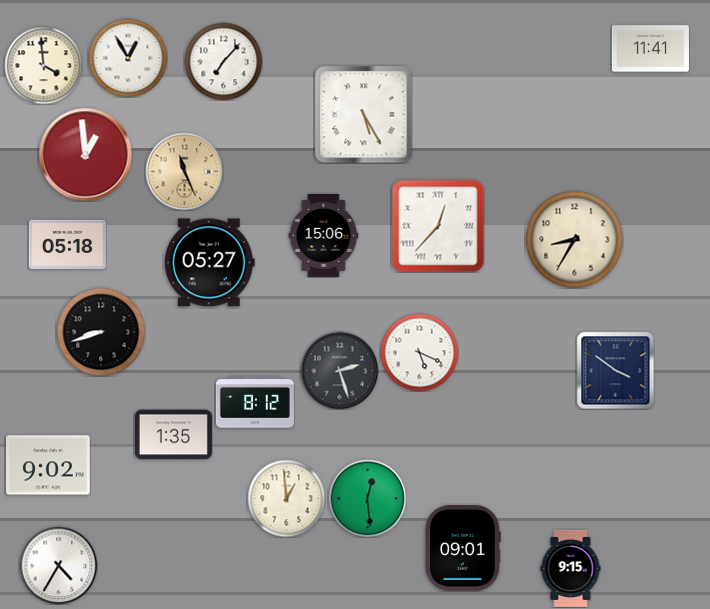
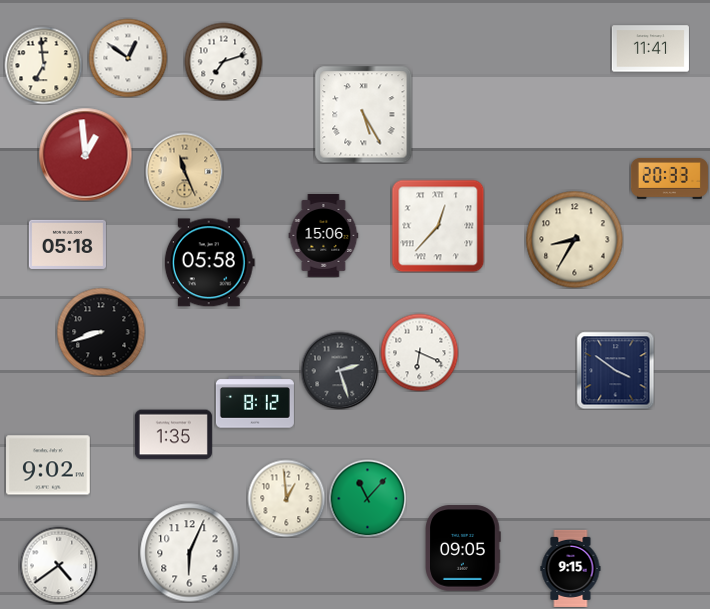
clock at (128, 58): 12:55 -> 12:51
clock at (223, 61): 7:07 -> 7:12
clock at (43, 65): 3:59 -> 6:59
clock at (669, 178): none -> 20:33
clock at (209, 263): 05:27 -> 05:58
clock at (419, 352): 5:19 -> 6:19
clock at (367, 498): 12:29 -> 11:07
clock at (463, 548): 09:01 -> 09:05
clock at (190, 553): none -> 6:04
clock at (58, 565): 4:35 -> 4:39
